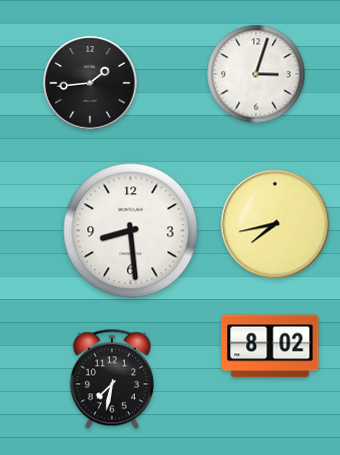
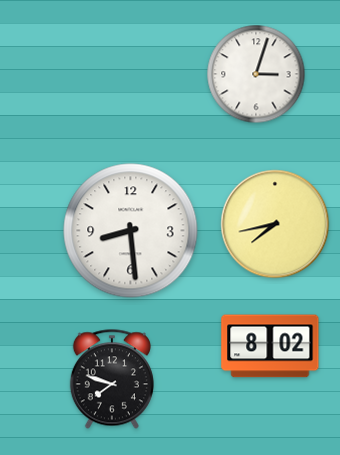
clock at (90, 83): 1:44 -> none
clock at (112, 379): 7:32 -> 7:48
